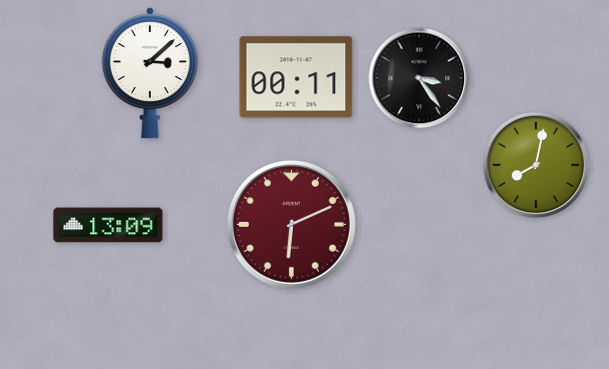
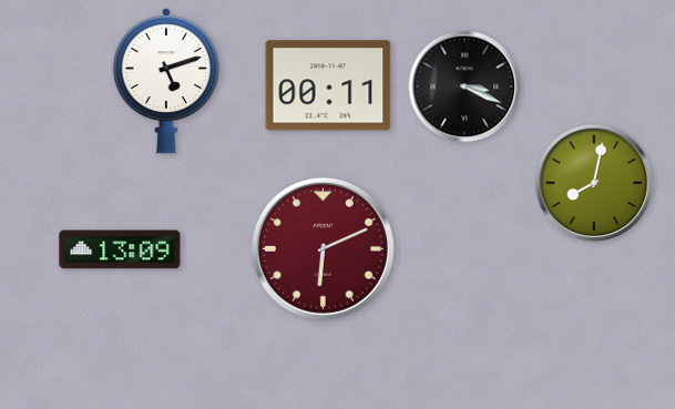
clock at (150, 73): 3:08 -> 5:12
clock at (419, 78): 3:24 -> 3:19
